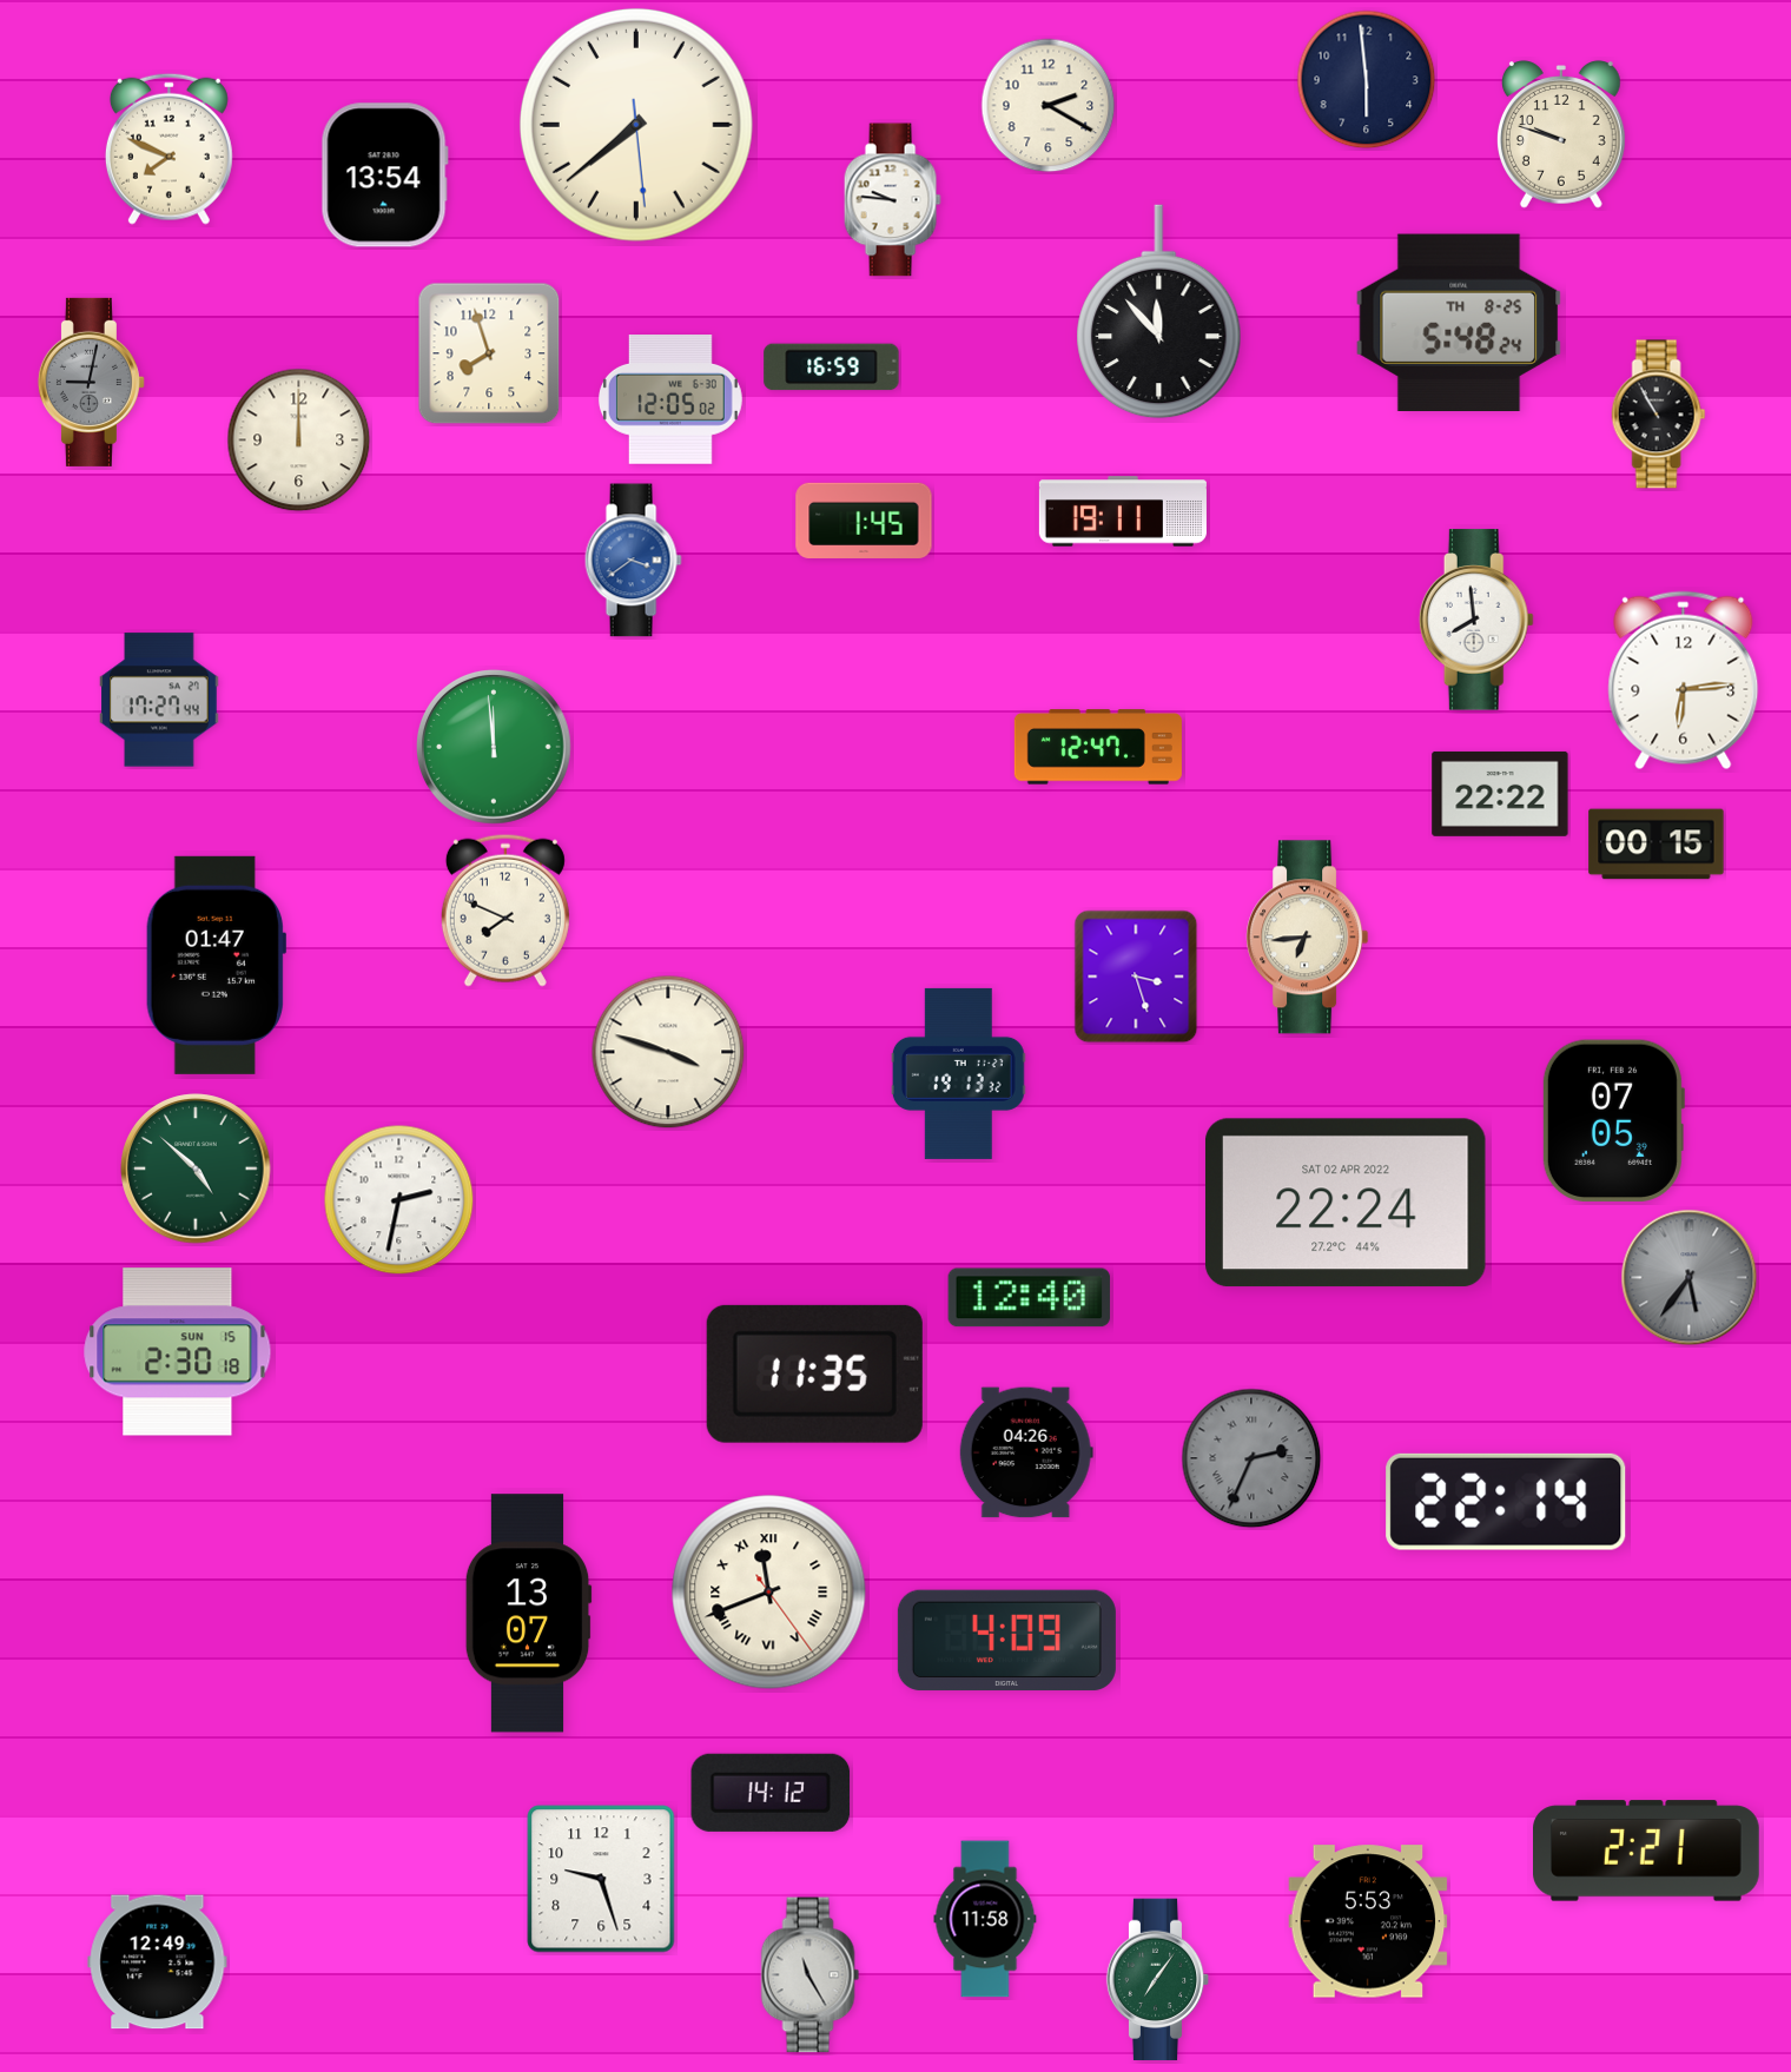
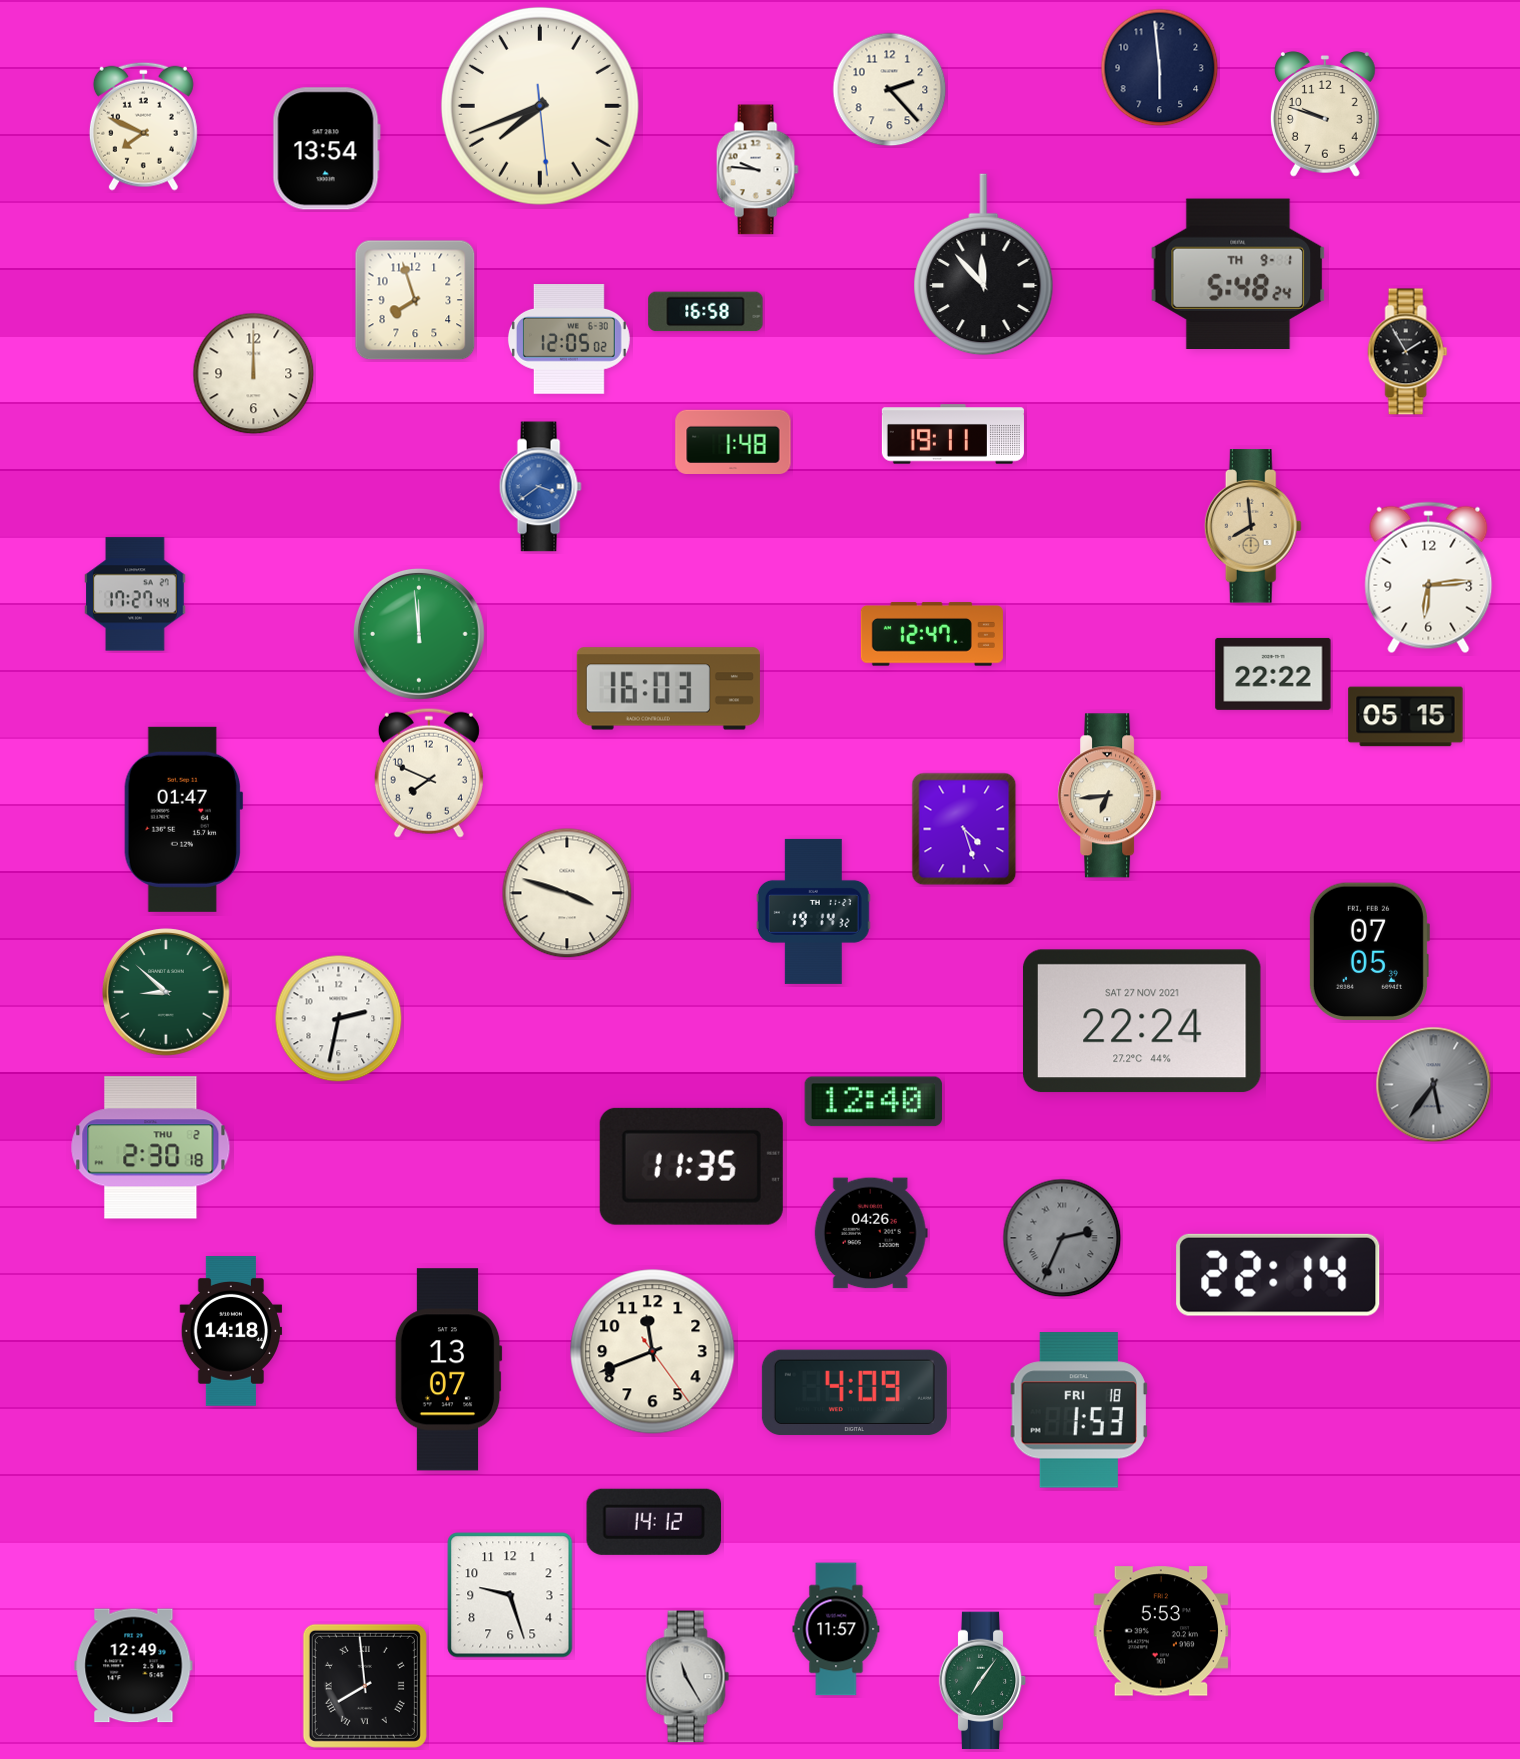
clock at (1049, 106): 2:20 -> 2:23
clock at (636, 125): 7:38 -> 7:41
clock at (1459, 323) date: TH 8-25 -> TH 9-1
clock at (832, 368): 16:59 -> 16:58
clock at (91, 382): 9:02 -> none
clock at (1659, 415): 10:55 -> 1:55
clock at (864, 519): 1:45 -> 1:48
clock at (633, 561) position: (633, 561) -> (540, 487)
clock at (1476, 620) dial: white -> champagne
clock at (668, 689): none -> 16:03
clock at (1657, 845): 00:15 -> 05:15
clock at (1136, 977): 3:27 -> 4:27
clock at (958, 1073): 19:13 -> 19:14
clock at (196, 1169): 4:52 -> 8:52
clock at (1346, 1203) date: SAT 02 APR 2022 -> SAT 27 NOV 2021
clock at (178, 1352) date: SUN 15 -> THU 2
clock at (231, 1332): none -> 14:18
clock at (769, 1593) numerals: Roman -> Arabic
clock at (1079, 1410): none -> 1:53
clock at (1647, 1851): 2:21 -> none
clock at (985, 1919): 11:58 -> 11:57
clock at (365, 1686): none -> 7:59
